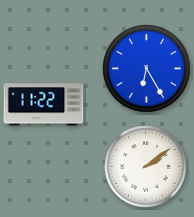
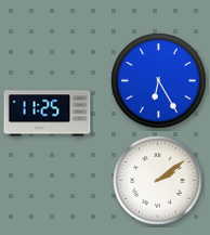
clock at (147, 69) position: (147, 69) -> (159, 81)
clock at (44, 105): 11:22 -> 11:25
